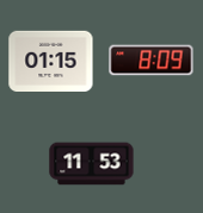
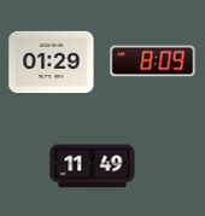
clock at (51, 61): 01:15 -> 01:29
clock at (92, 164): 11:53 -> 11:49
